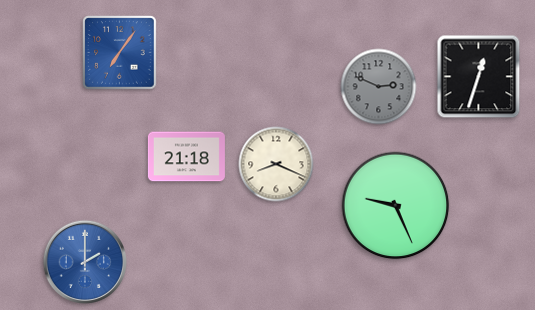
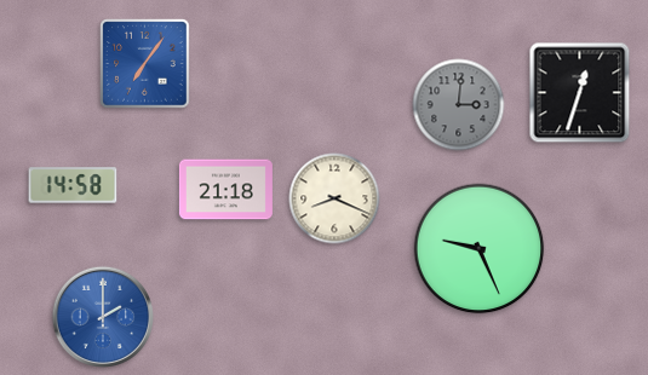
clock at (379, 87): 2:49 -> 3:01
clock at (73, 185): none -> 14:58
